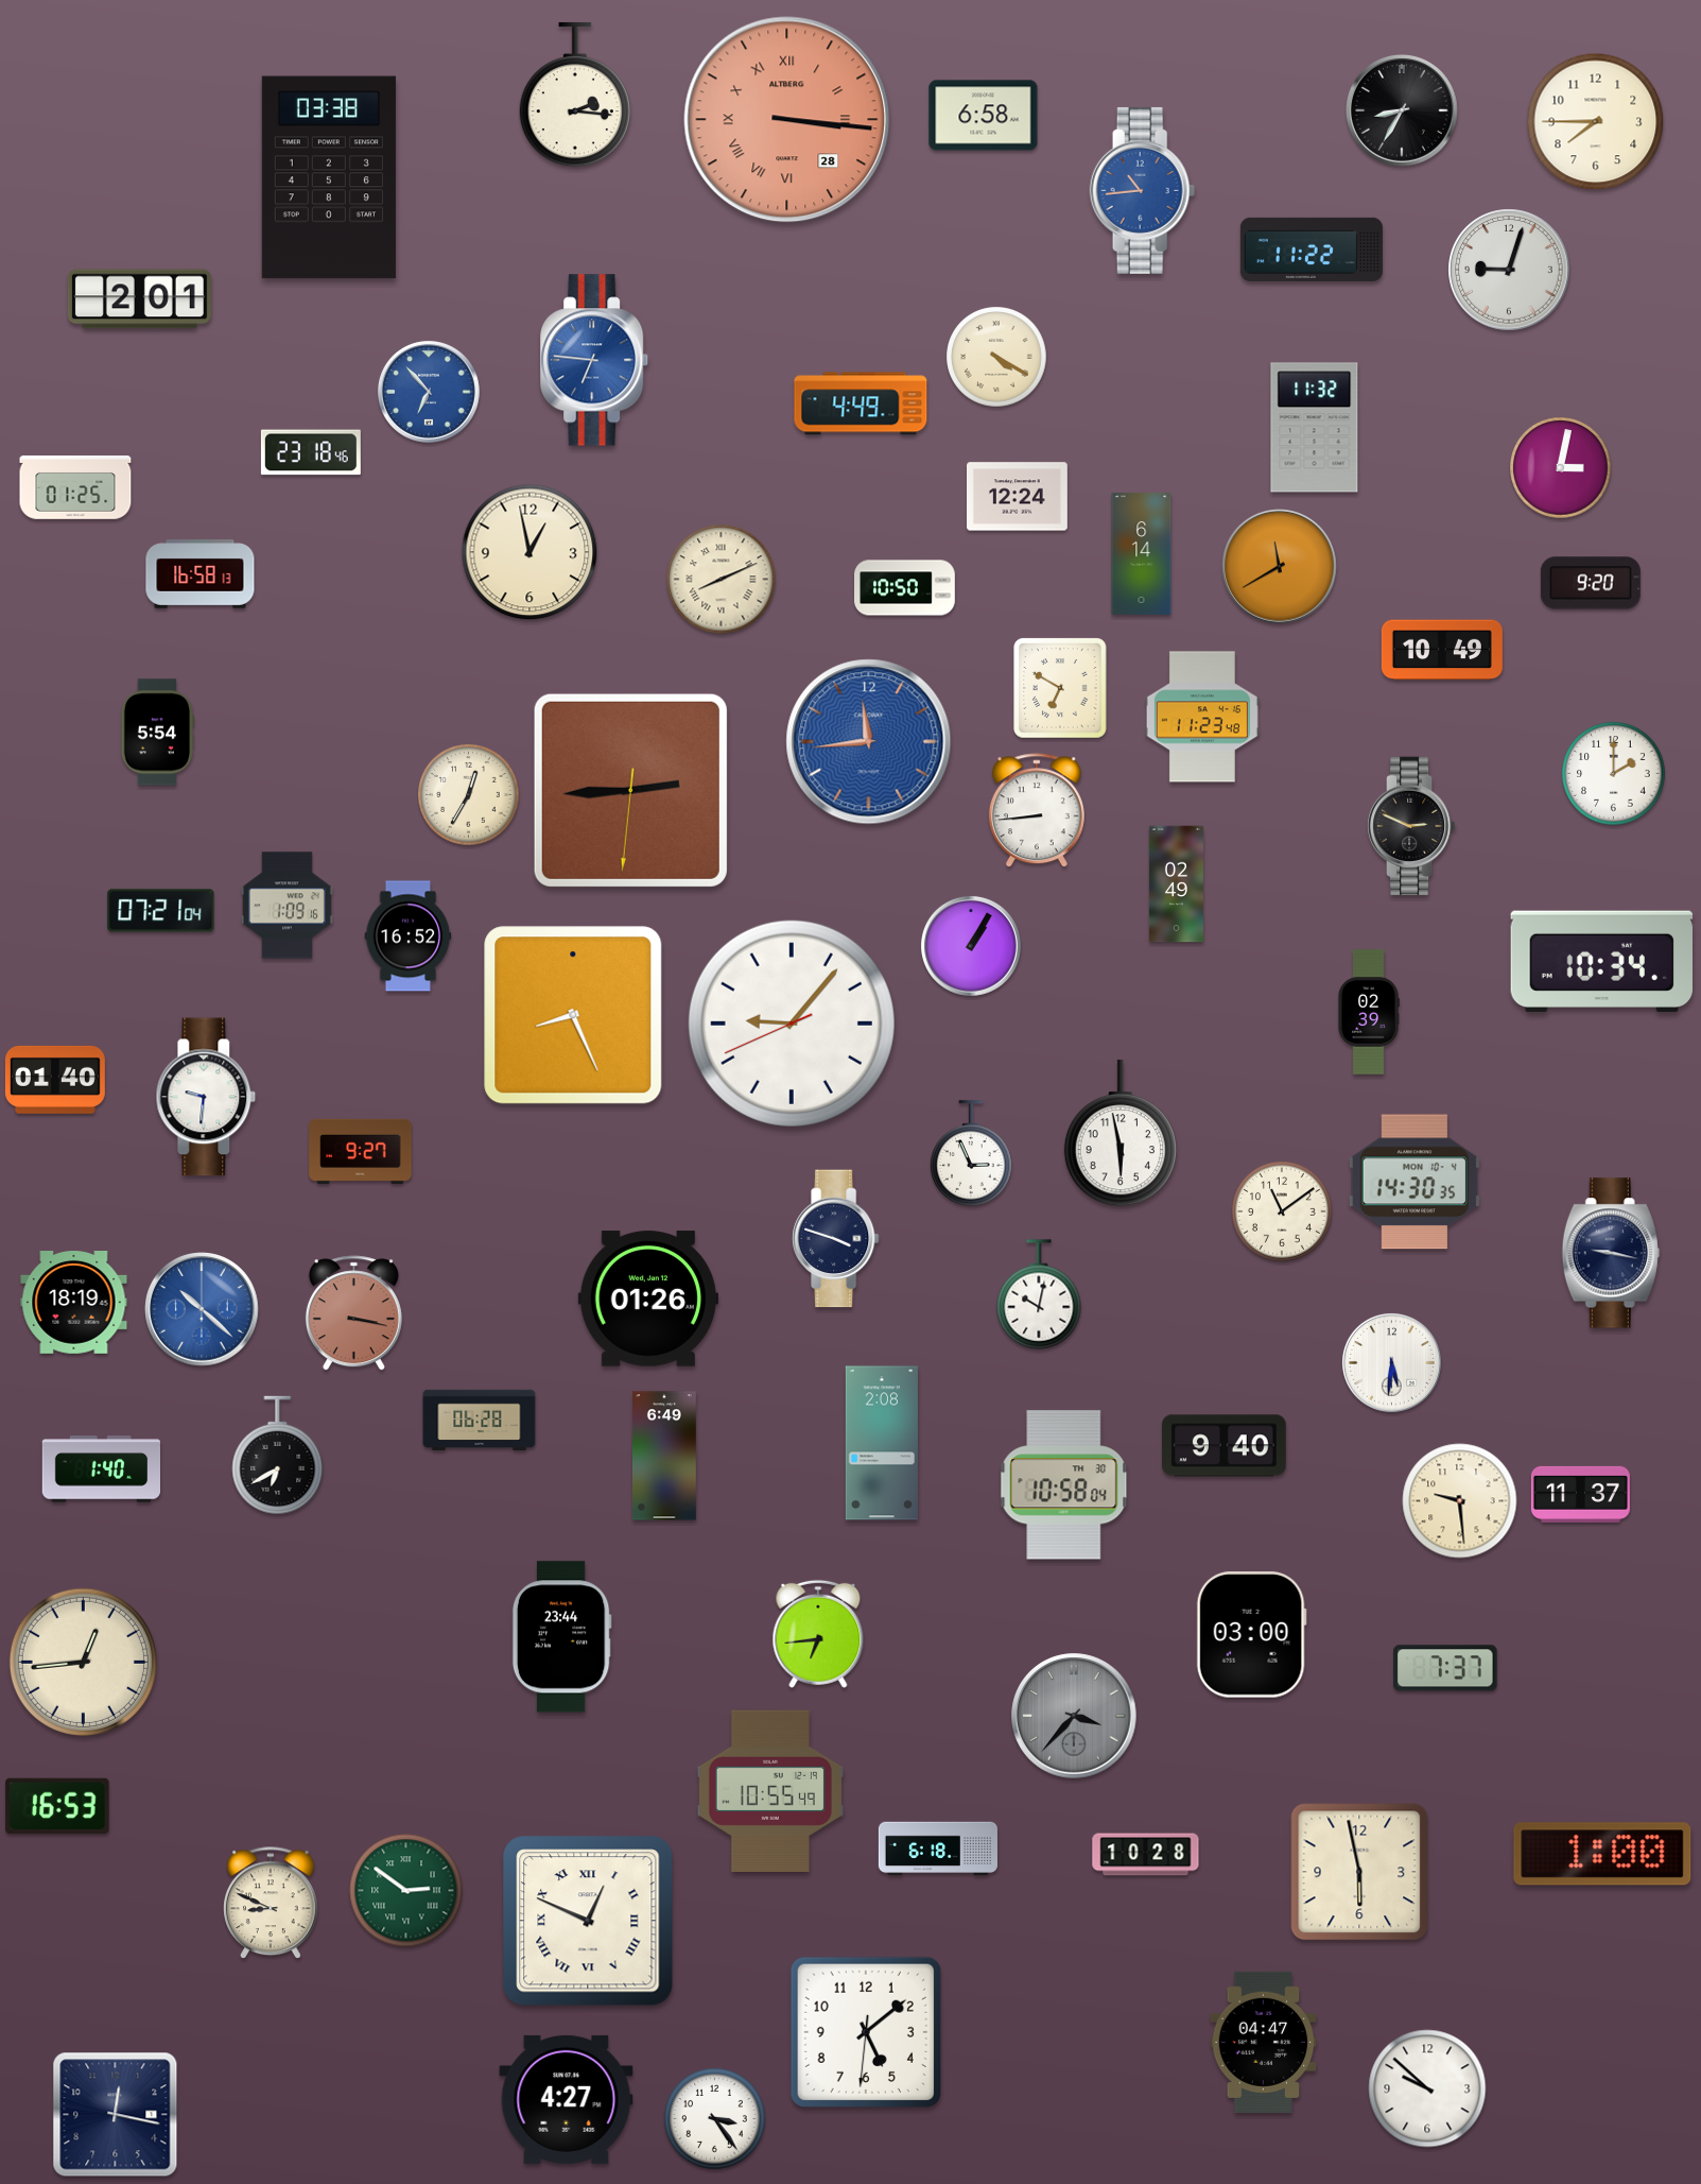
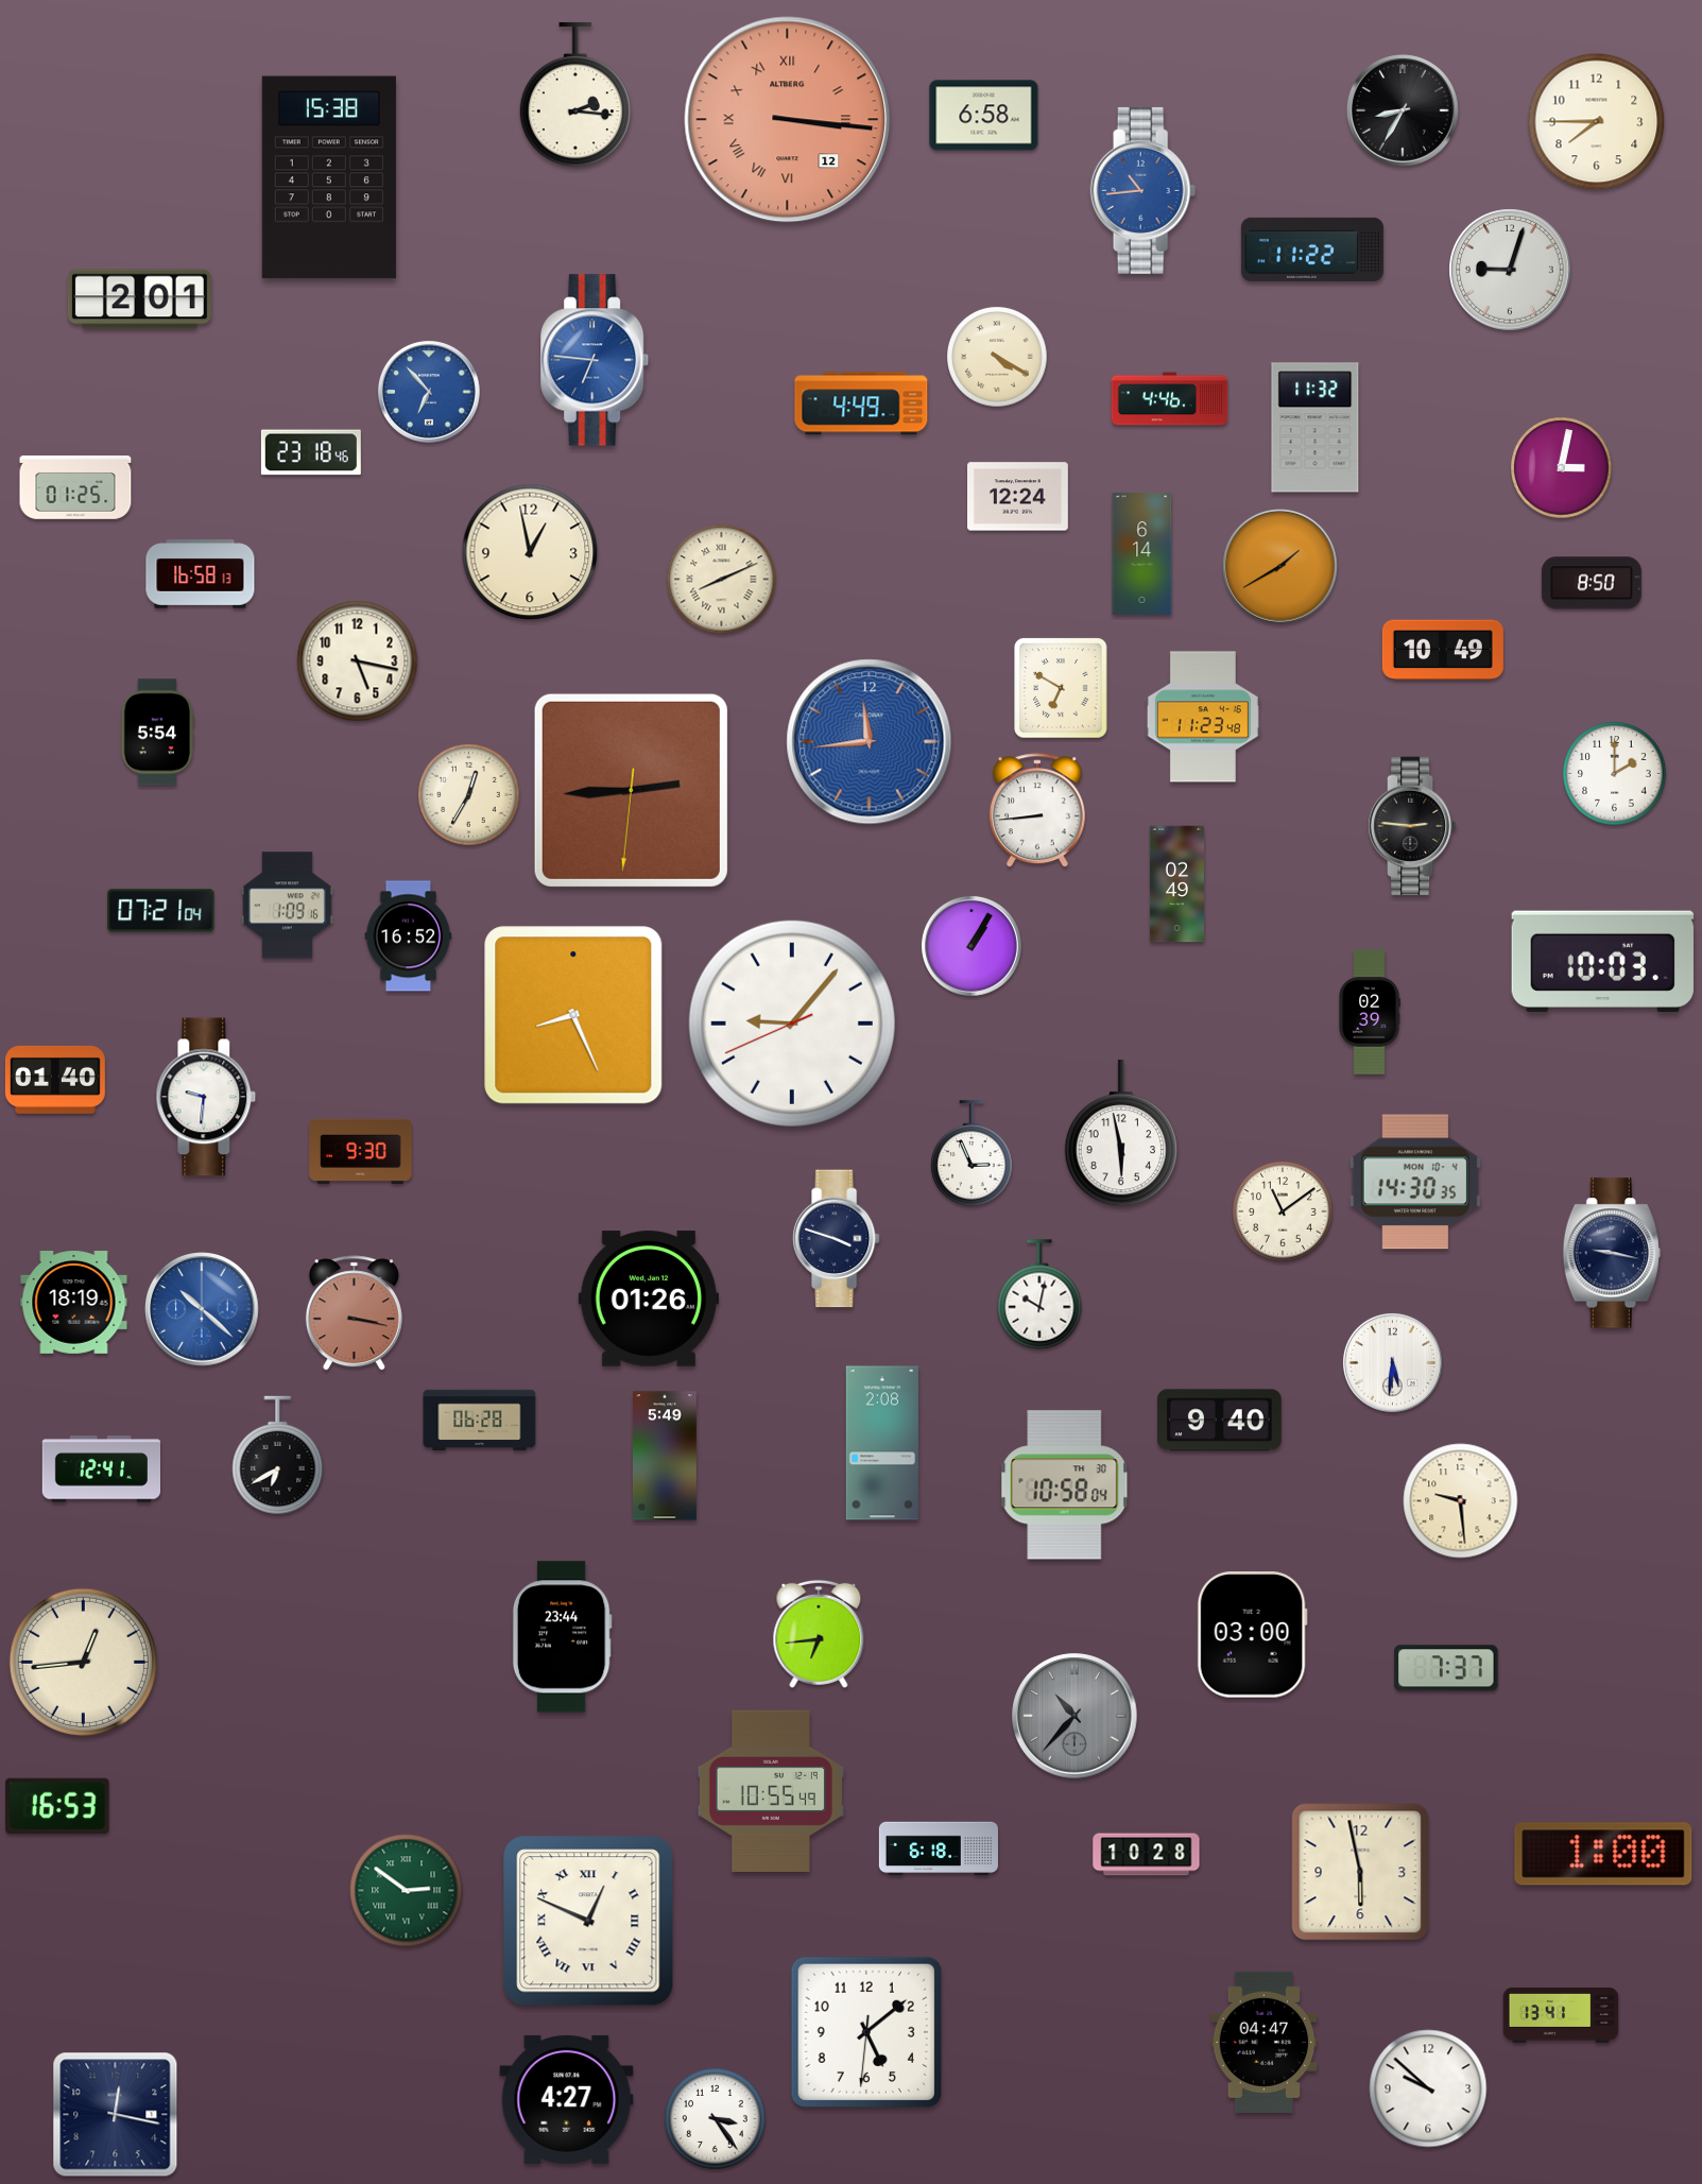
clock at (787, 120) date: 28 -> 12
clock at (329, 177): 03:38 -> 15:38
clock at (1170, 399): none -> 4:46
clock at (1280, 567): 11:40 -> 1:40
clock at (1591, 583): 9:20 -> 8:50
clock at (905, 588): 10:50 -> none
clock at (358, 661): none -> 5:17
clock at (1411, 826): 2:49 -> 2:46
clock at (1602, 961): 10:34 -> 10:03
clock at (361, 1151): 9:27 -> 9:30
clock at (1225, 1446) position: (1225, 1446) -> (1220, 1421)
clock at (665, 1456): 6:49 -> 5:49
clock at (101, 1469): 1:40 -> 12:41
clock at (1580, 1494): 11:37 -> none
clock at (1074, 1716): 3:37 -> 10:37
clock at (271, 1904): 8:49 -> none
clock at (1561, 2015): none -> 13:41
